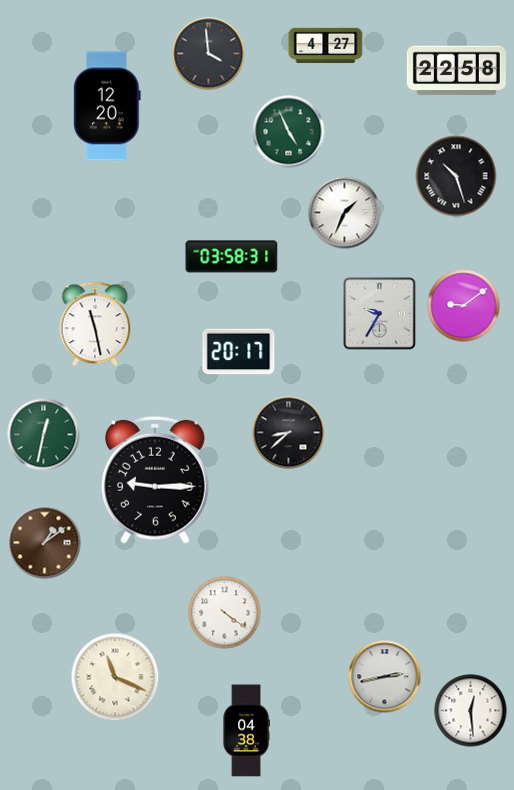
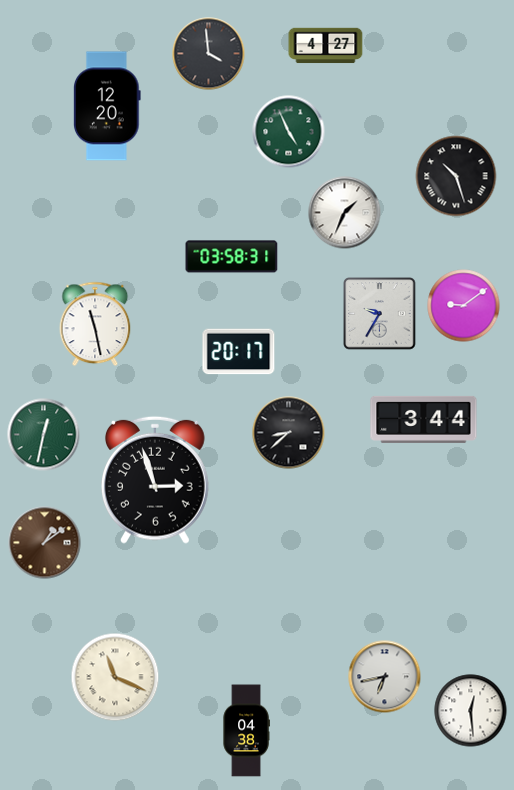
clock at (456, 71): 22:58 -> none
clock at (424, 419): none -> 3:44
clock at (156, 480): 9:15 -> 2:57
clock at (225, 613): 4:21 -> none
clock at (385, 677): 2:43 -> 6:43
